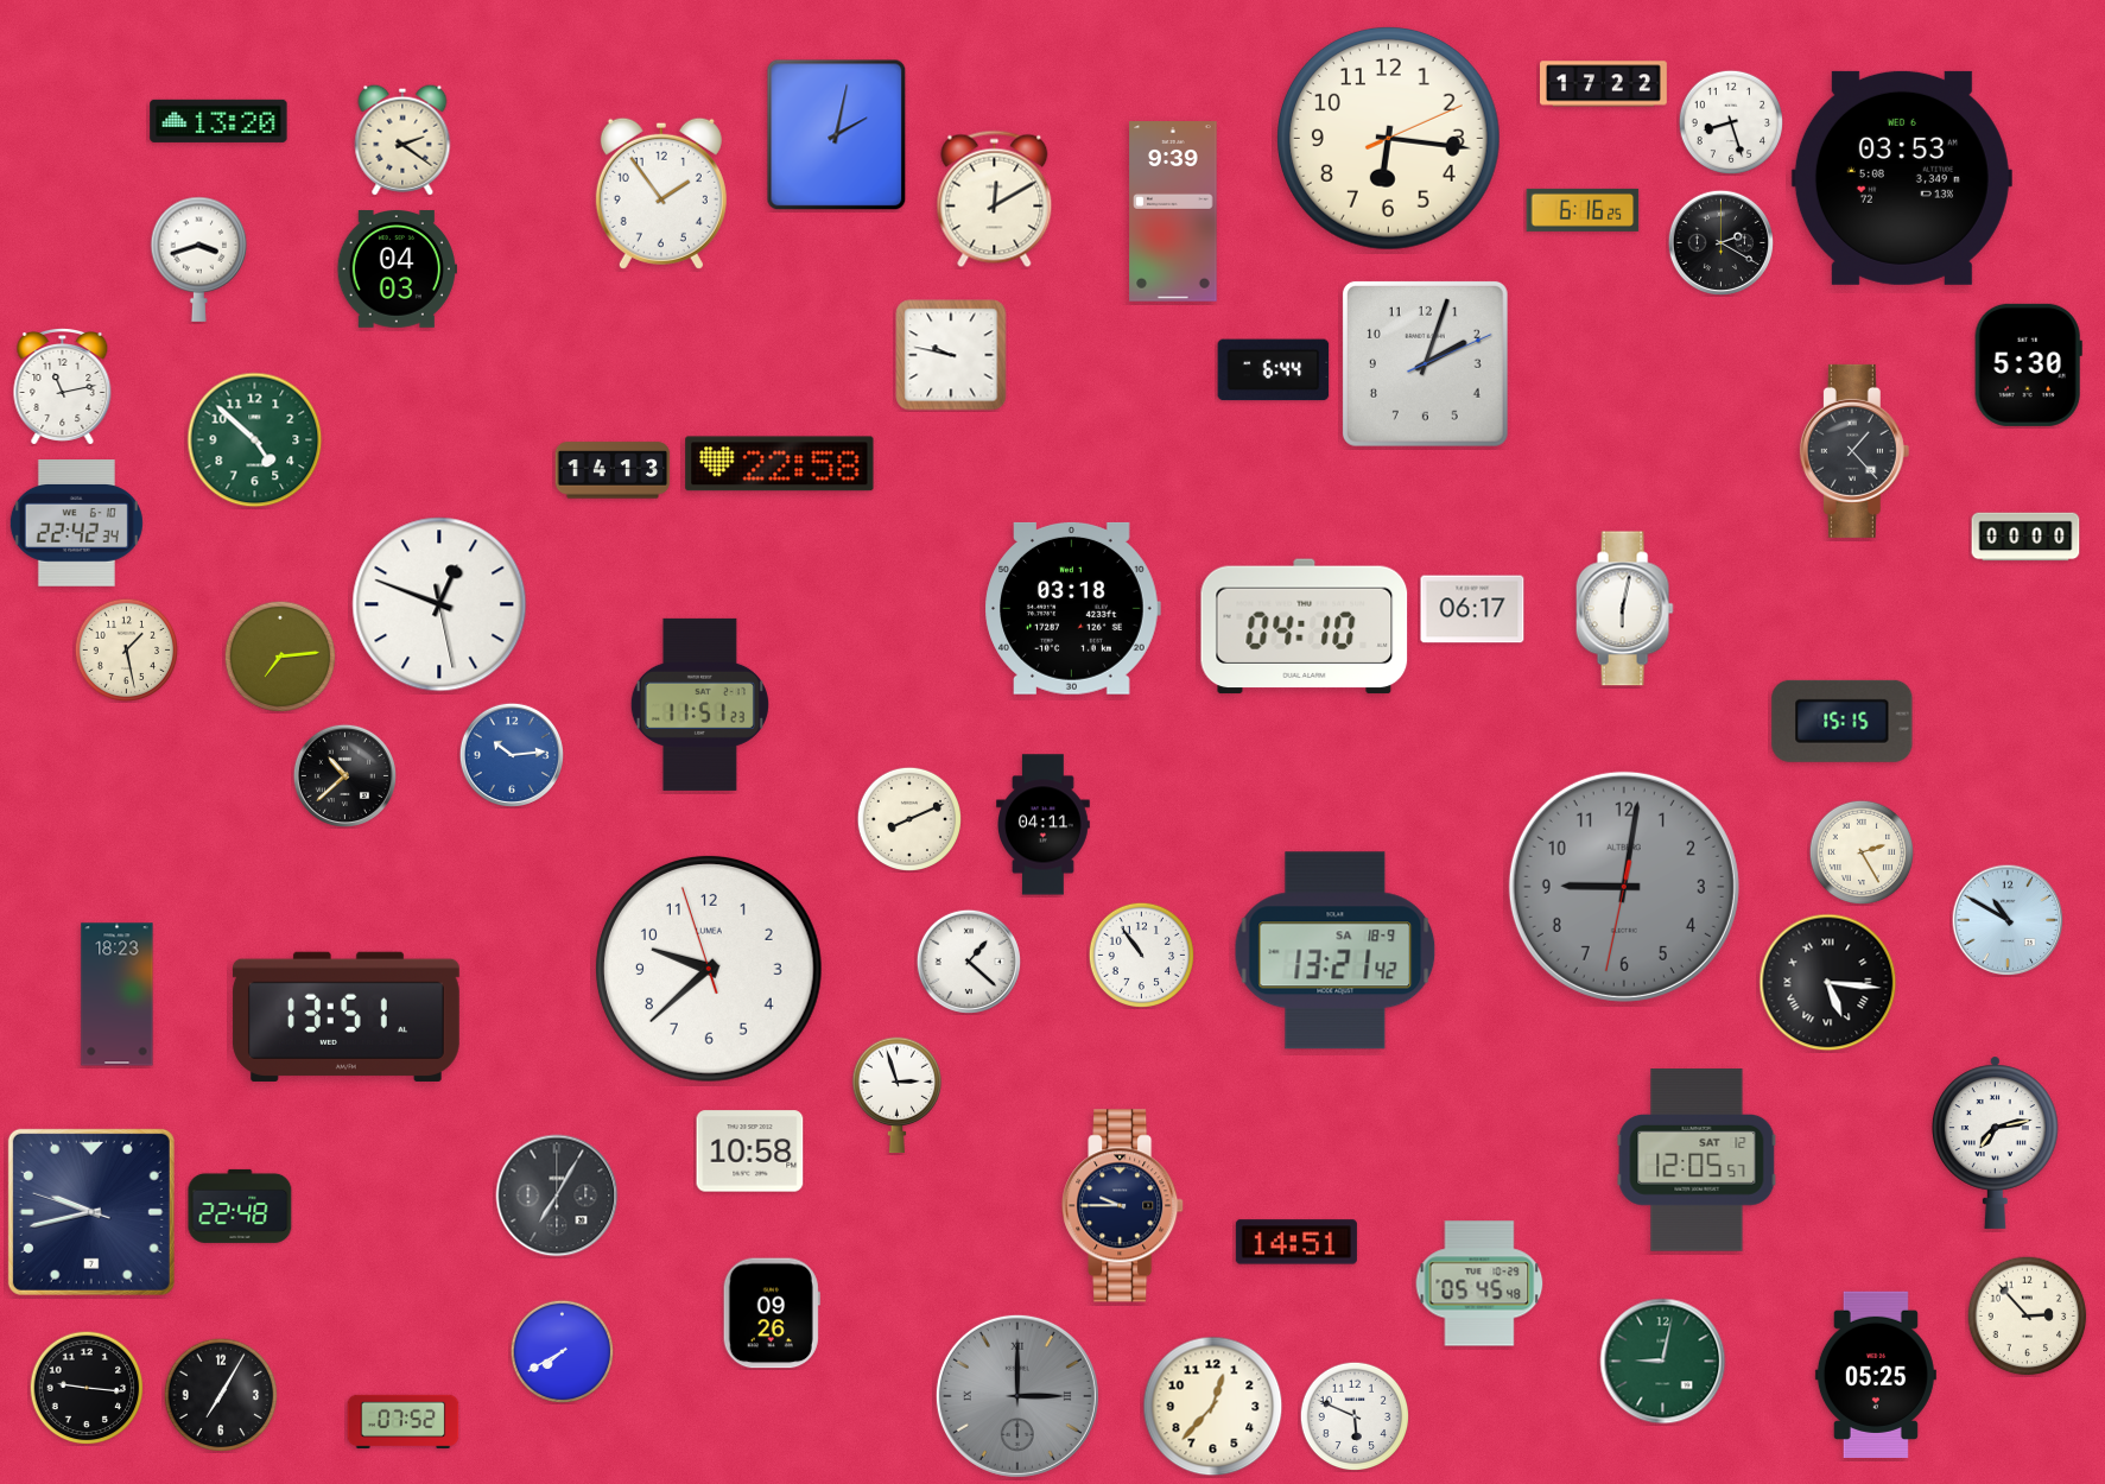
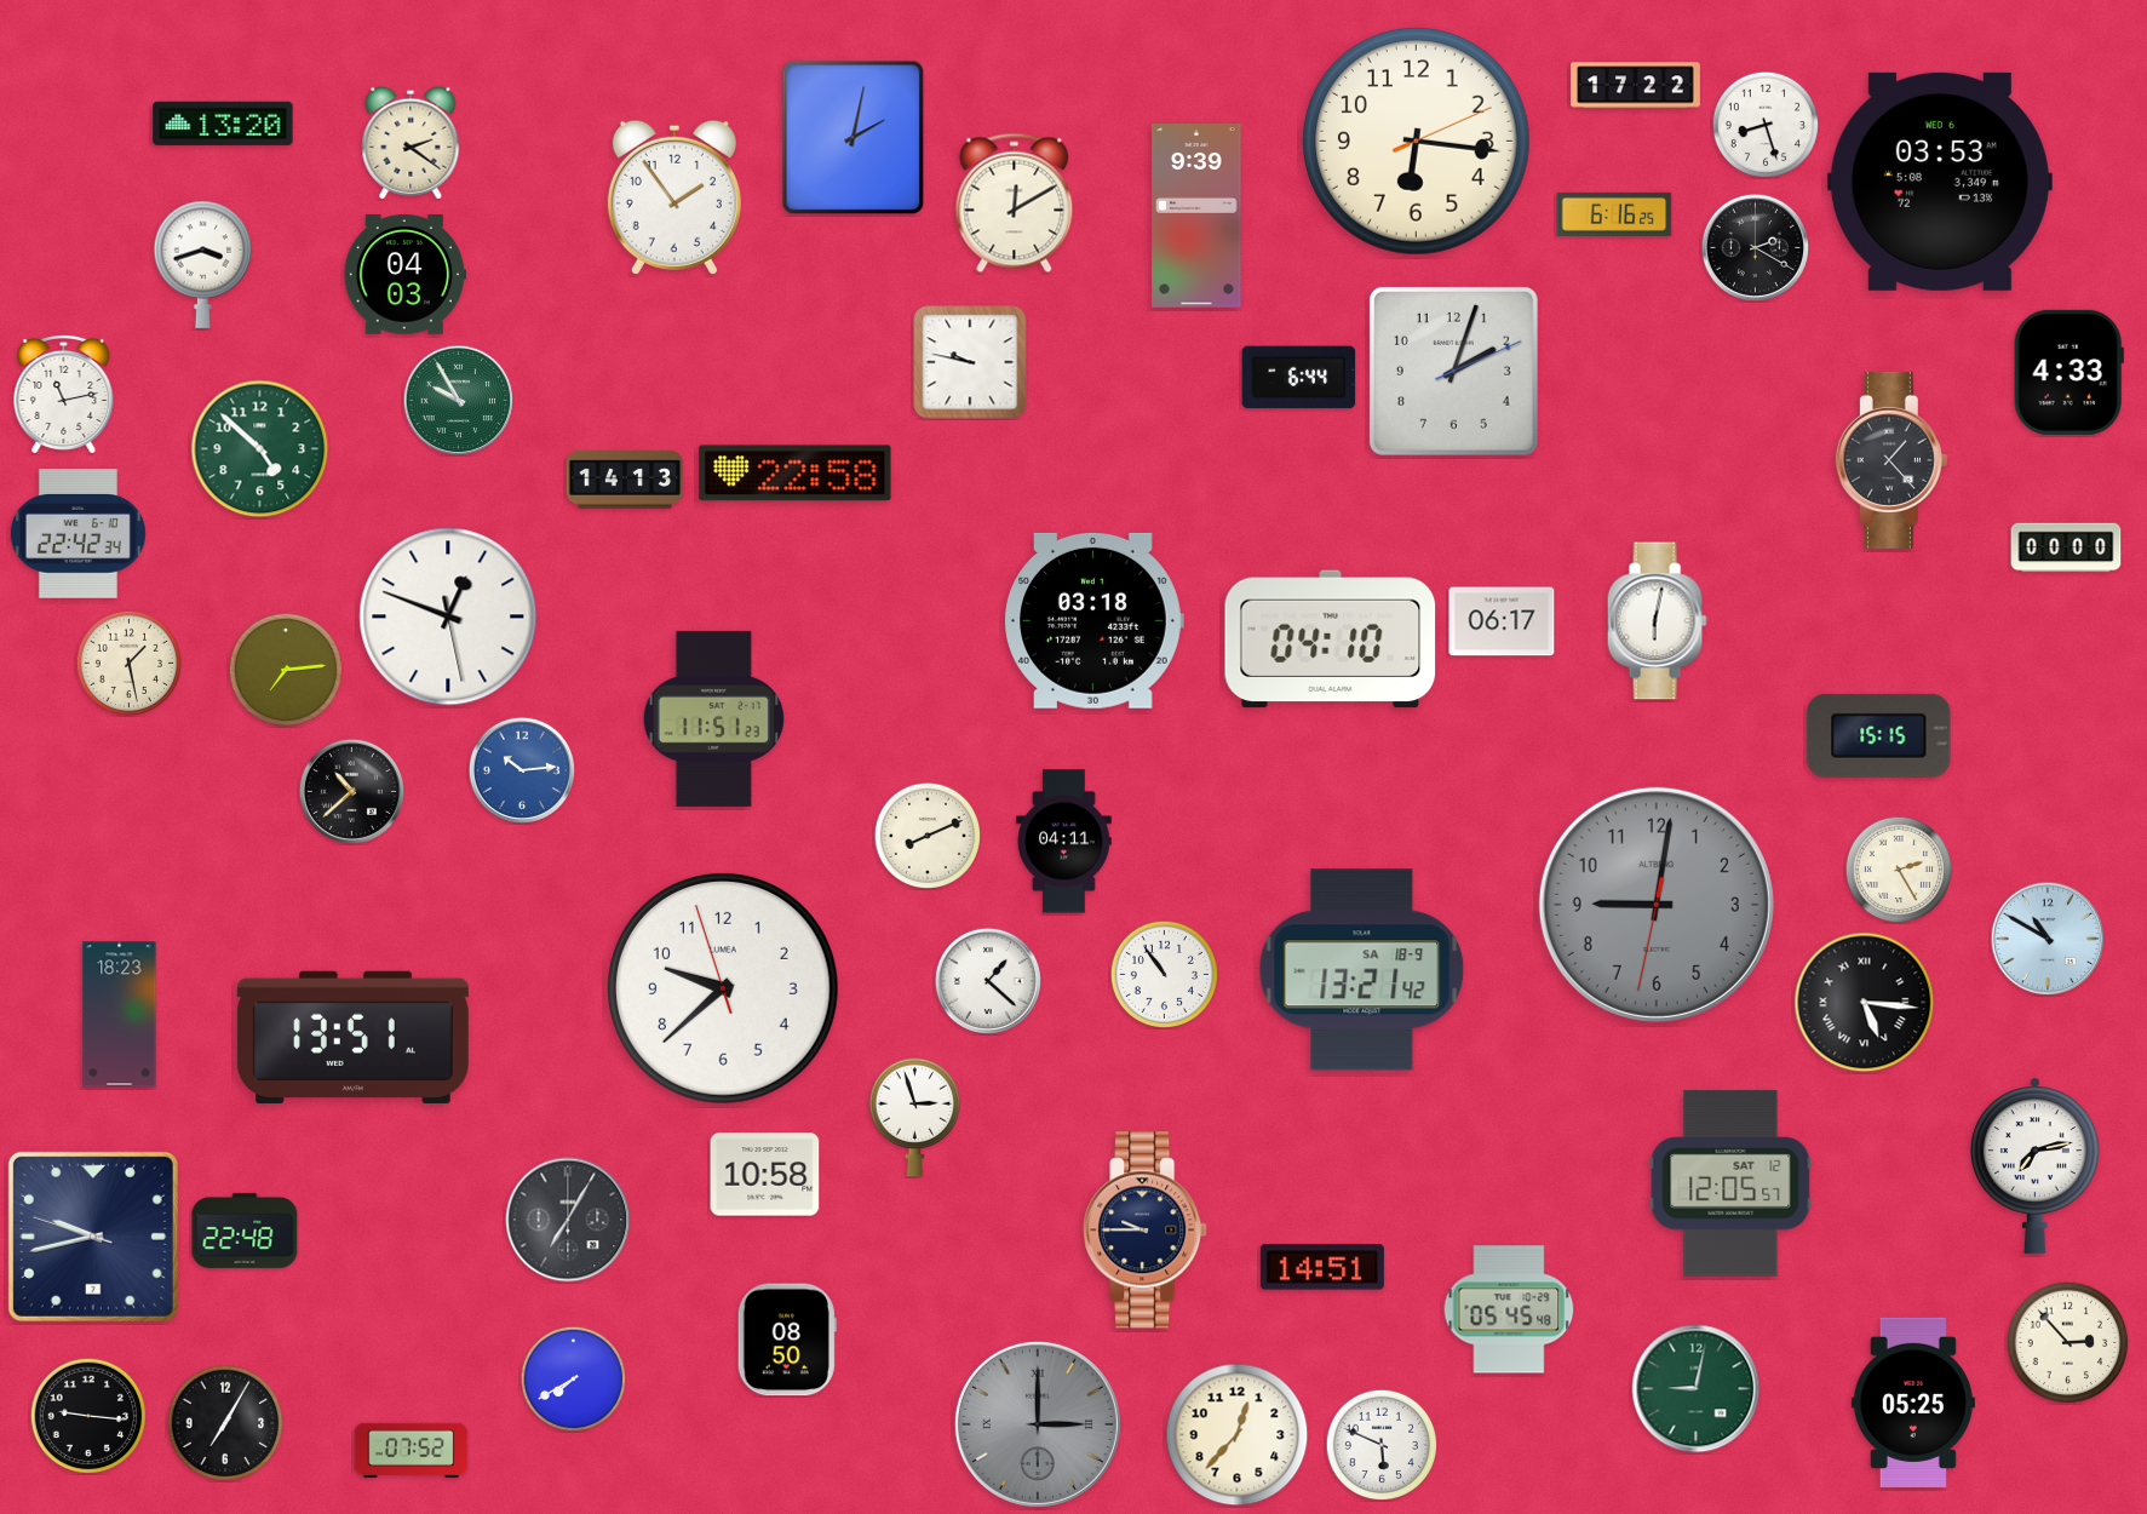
clock at (2028, 364): 5:30 -> 4:33
clock at (458, 400): none -> 9:55
clock at (772, 1313): 09:26 -> 08:50
